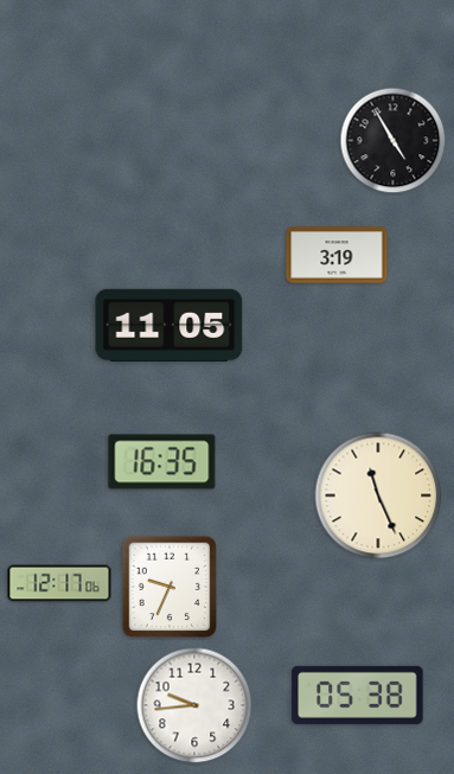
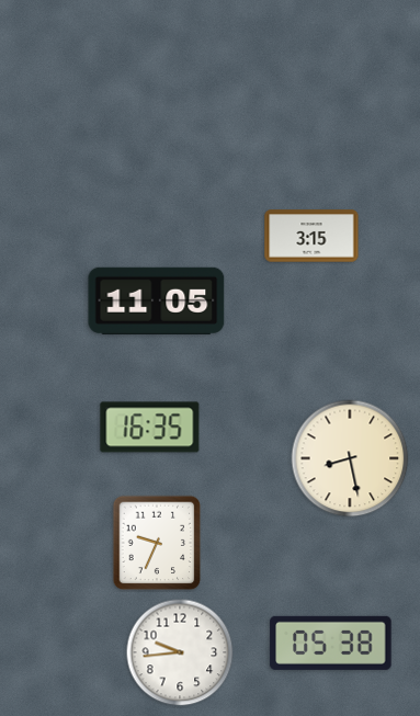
clock at (394, 141): 4:55 -> none
clock at (337, 255): 3:19 -> 3:15
clock at (378, 495): 11:26 -> 8:28
clock at (59, 583): 12:17 -> none
